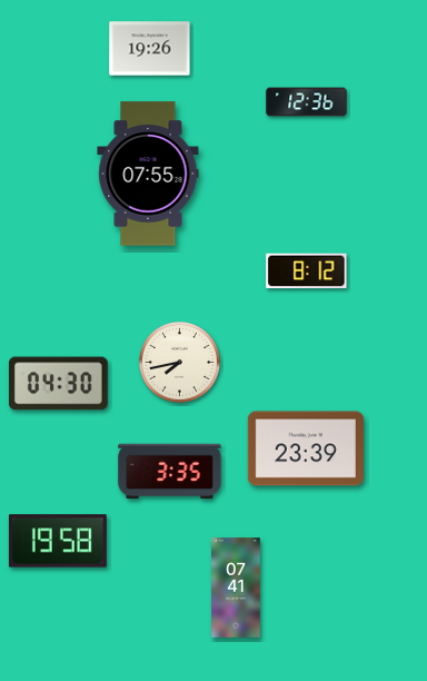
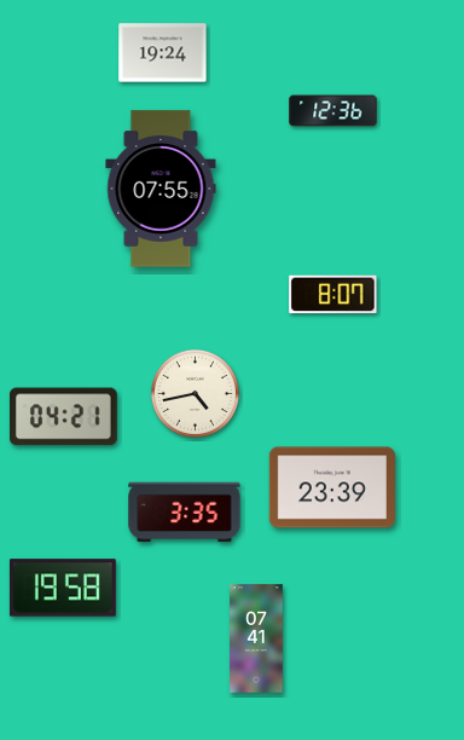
clock at (150, 49): 19:26 -> 19:24
clock at (307, 272): 8:12 -> 8:07
clock at (179, 362): 7:43 -> 4:43
clock at (58, 384): 04:30 -> 04:21
